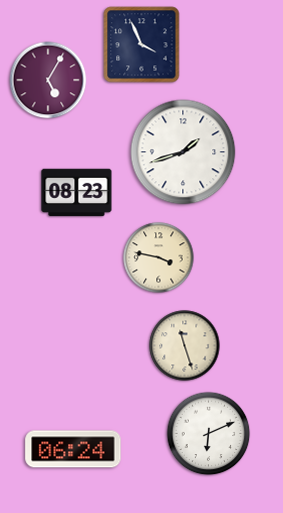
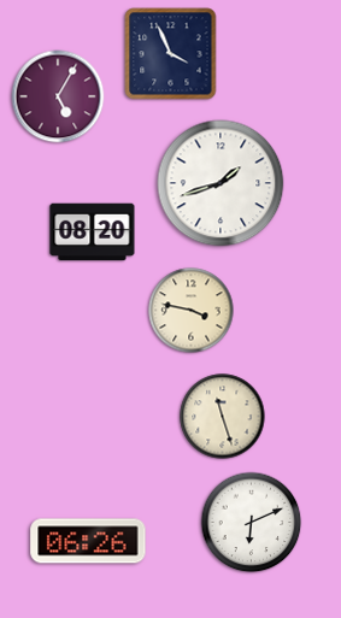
clock at (77, 193): 08:23 -> 08:20
clock at (73, 449): 06:24 -> 06:26
